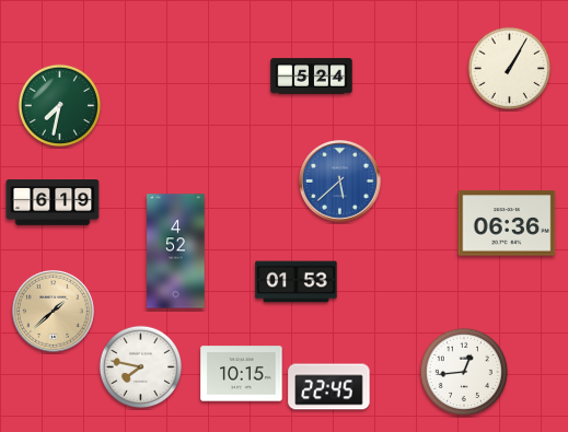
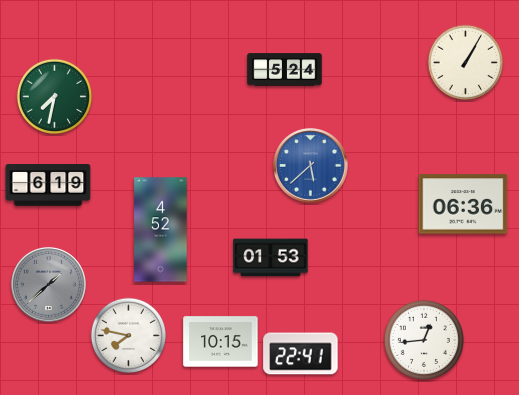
clock at (54, 312) dial: champagne -> grey
clock at (329, 387): 22:45 -> 22:41
